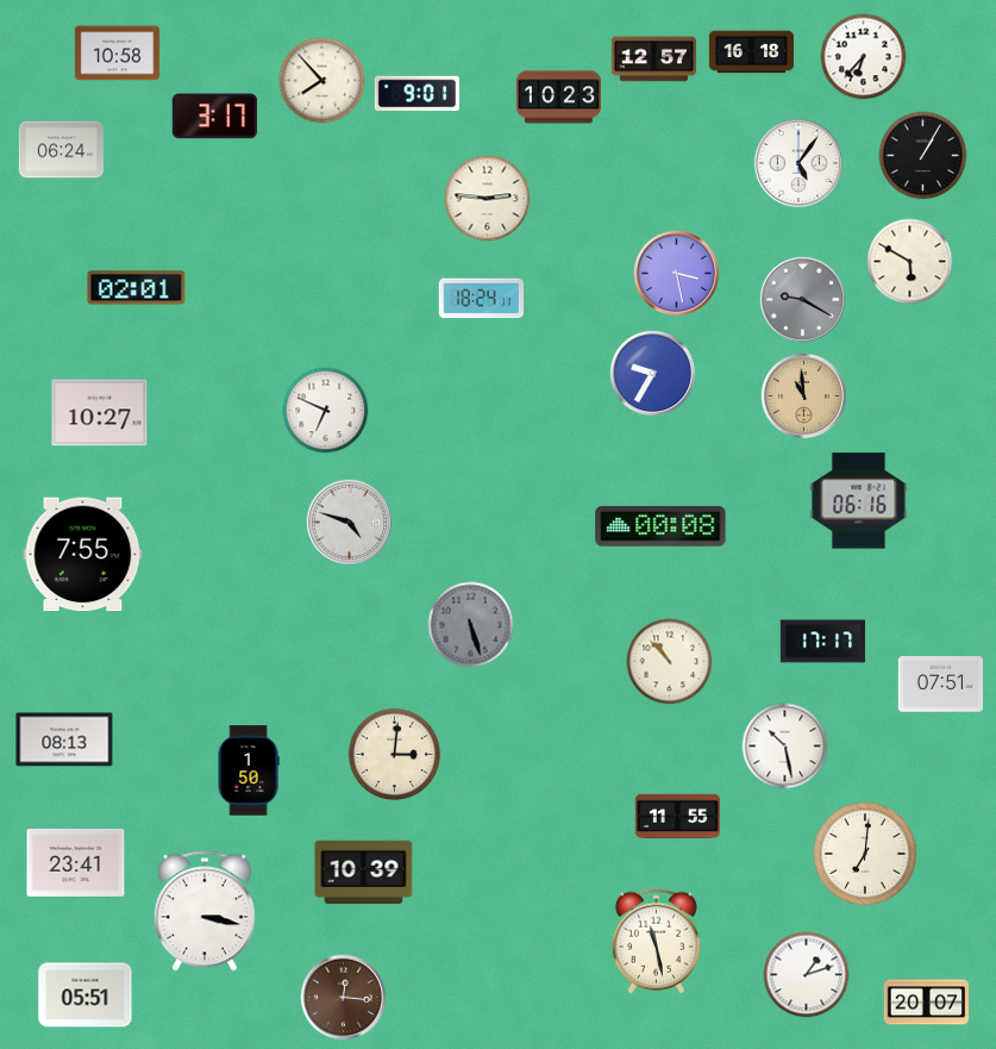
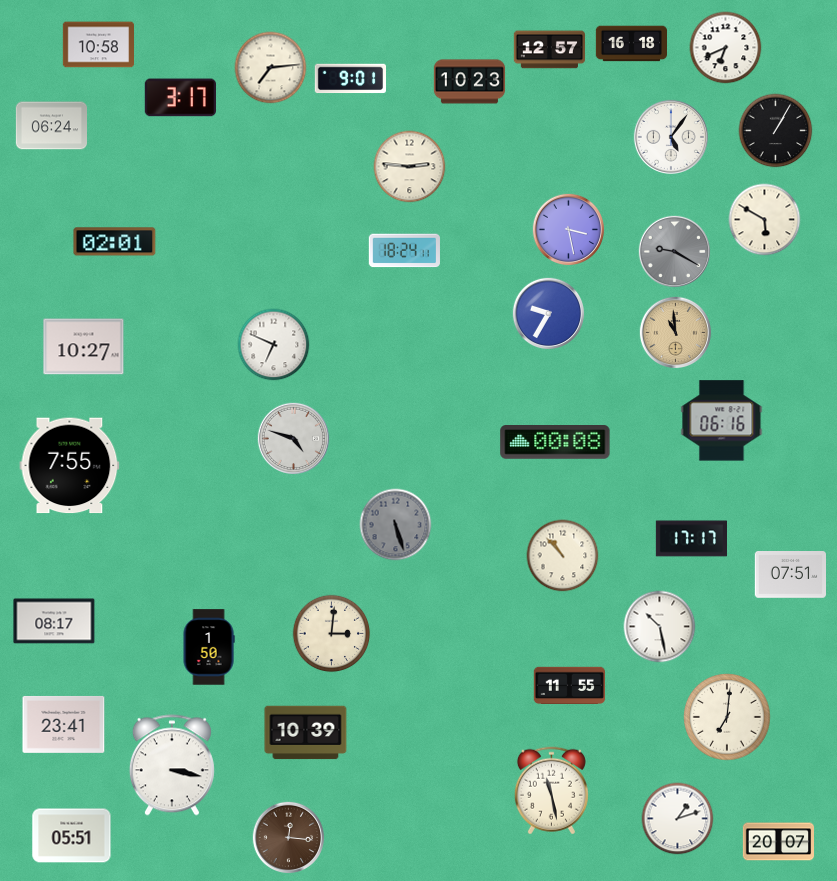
clock at (864, 57): 6:37 -> 6:41
clock at (322, 81): 7:53 -> 7:14
clock at (64, 739): 08:13 -> 08:17
